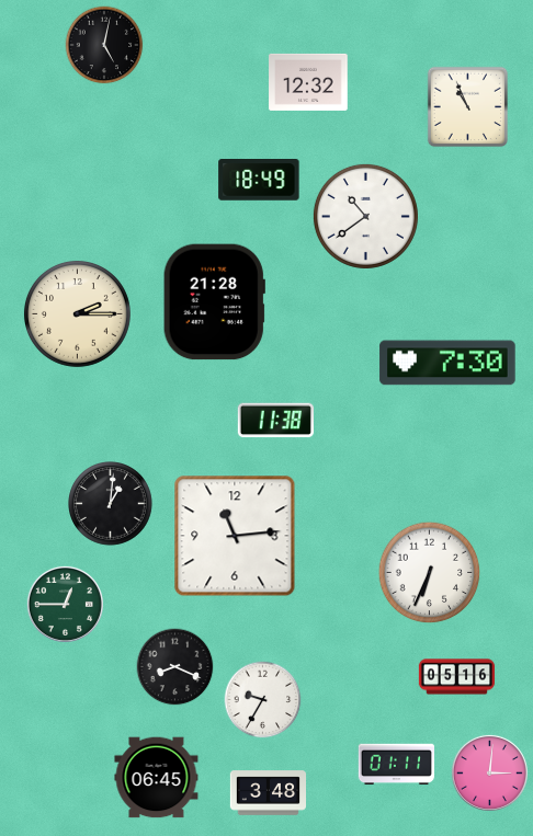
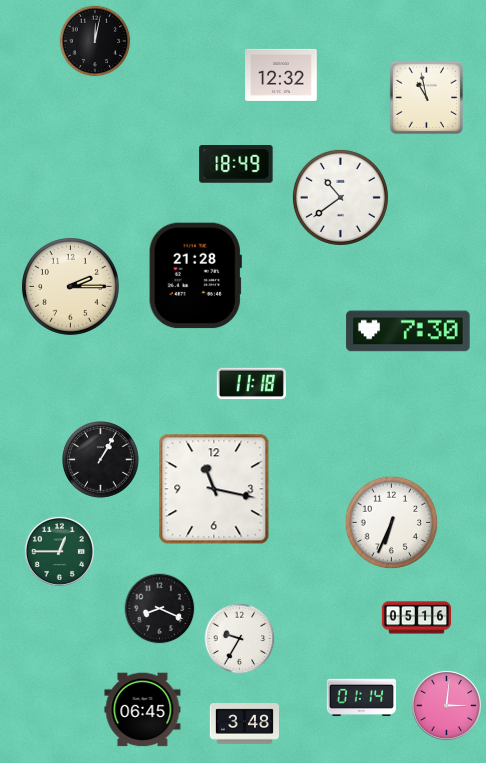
clock at (104, 45): 5:02 -> 12:02
clock at (468, 107): 10:56 -> 10:58
clock at (365, 216) position: (365, 216) -> (340, 197)
clock at (275, 421): 11:38 -> 11:18
clock at (111, 504): 1:01 -> 1:05
clock at (235, 536): 11:14 -> 11:17
clock at (396, 765): 01:11 -> 01:14
